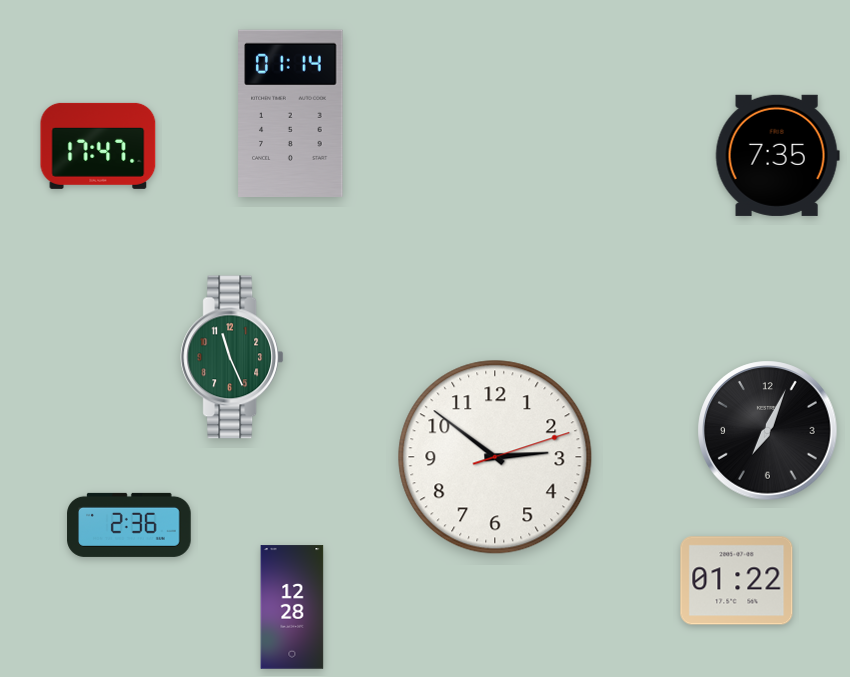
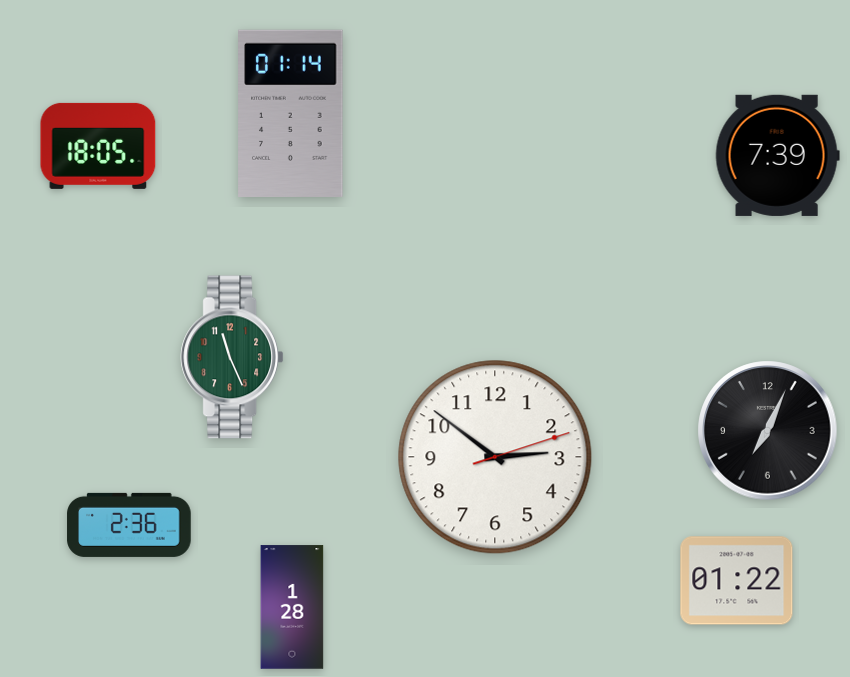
clock at (98, 146): 17:47 -> 18:05
clock at (777, 155): 7:35 -> 7:39
clock at (292, 607): 12:28 -> 1:28
